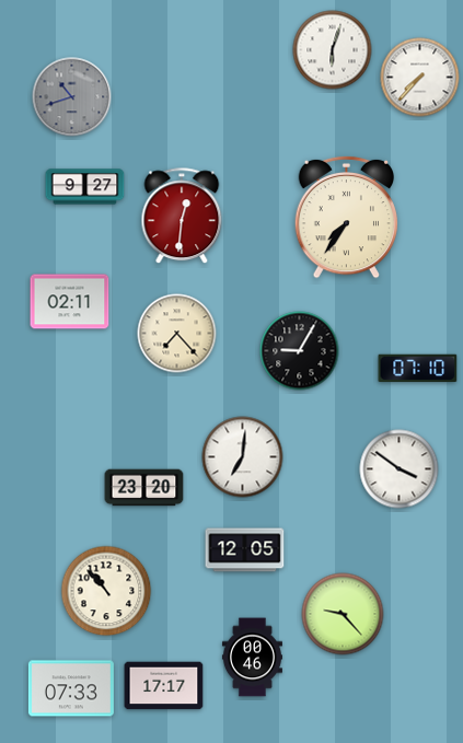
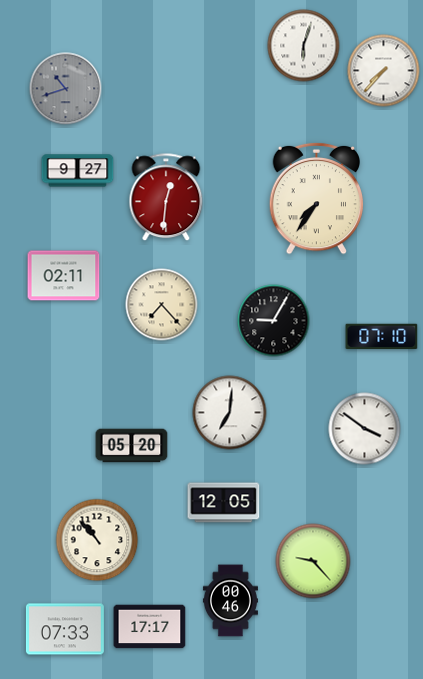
clock at (243, 457) position: (243, 457) -> (230, 413)
clock at (144, 488): 23:20 -> 05:20
